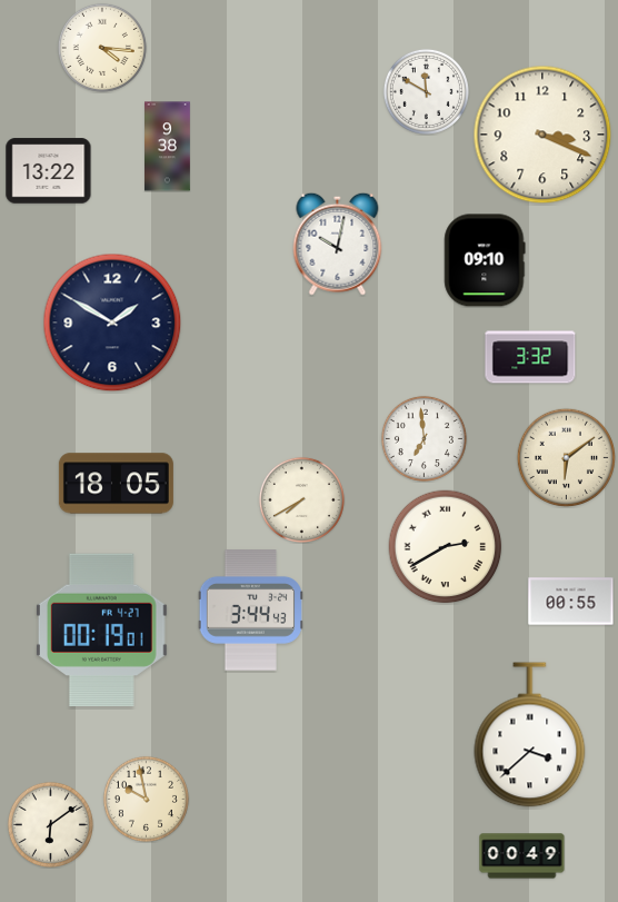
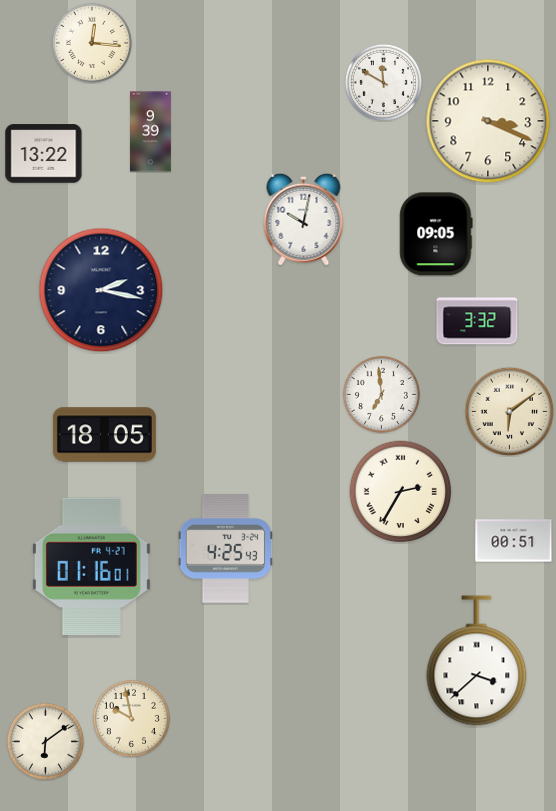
clock at (102, 48): 4:16 -> 12:16
clock at (168, 147): 9:38 -> 9:39
clock at (485, 260): 09:10 -> 09:05
clock at (112, 323): 1:50 -> 2:17
clock at (301, 499): 7:40 -> none
clock at (446, 547): 2:40 -> 2:35
clock at (571, 602): 00:55 -> 00:51
clock at (250, 611): 3:44 -> 4:25
clock at (101, 630): 00:19 -> 01:16
clock at (522, 856): 00:49 -> none
